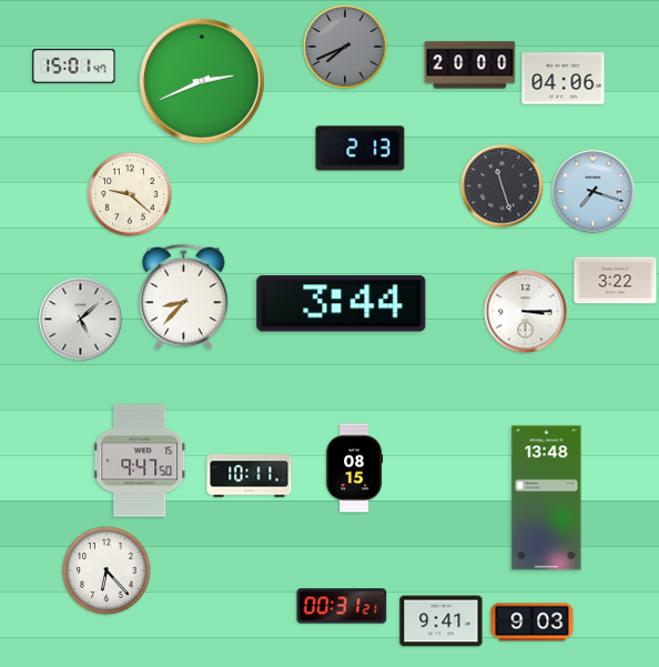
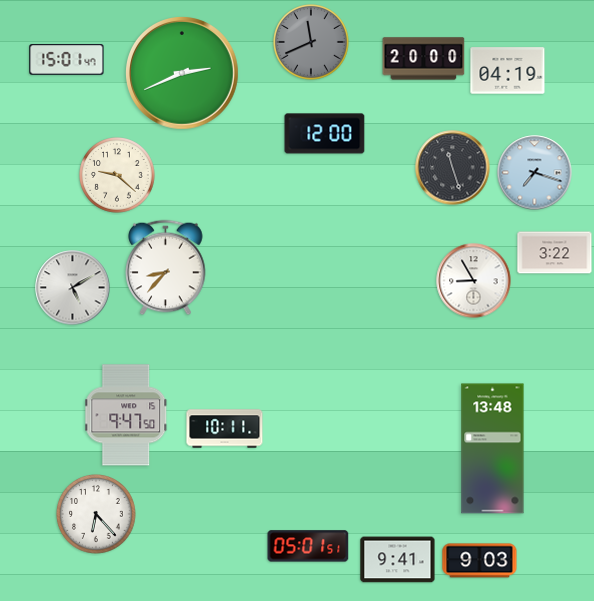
clock at (346, 48): 7:41 -> 11:41
clock at (564, 79): 04:06 -> 04:19
clock at (361, 149): 2:13 -> 12:00
clock at (342, 304): 3:44 -> none
clock at (526, 312): 3:15 -> 8:55
clock at (81, 320): 5:08 -> 5:10
clock at (355, 468): 08:15 -> none
clock at (342, 606): 00:31 -> 05:01
